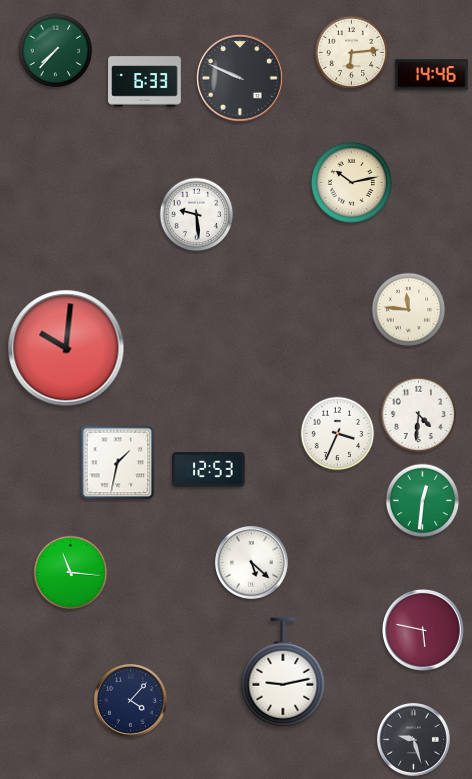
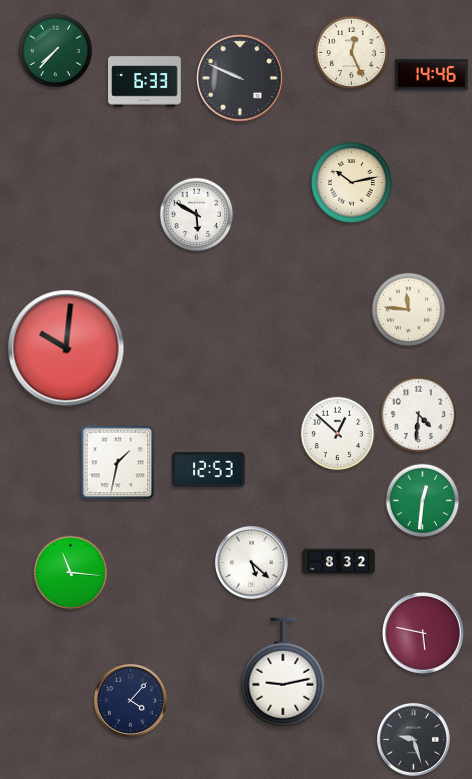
clock at (352, 53): 6:14 -> 12:26
clock at (197, 215): 9:29 -> 5:50
clock at (338, 434): 3:34 -> 12:52
clock at (339, 562): none -> 8:32
clock at (424, 631) position: (424, 631) -> (424, 634)
